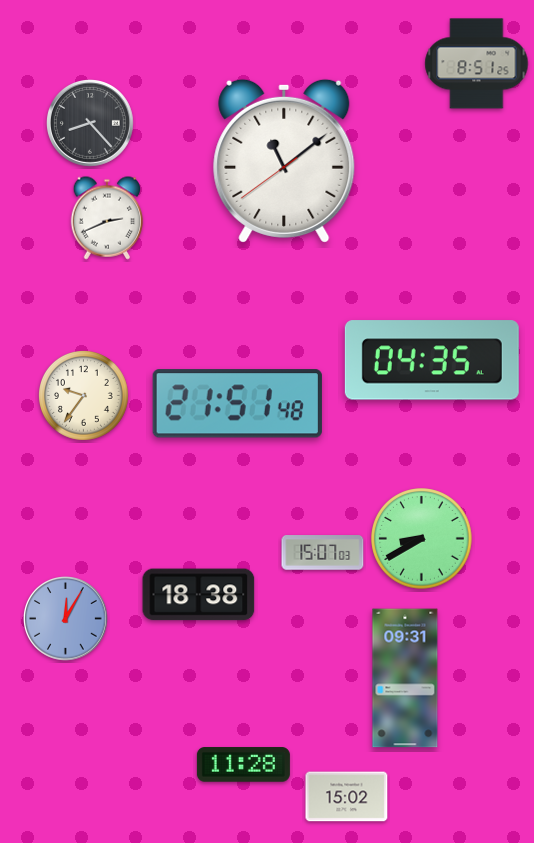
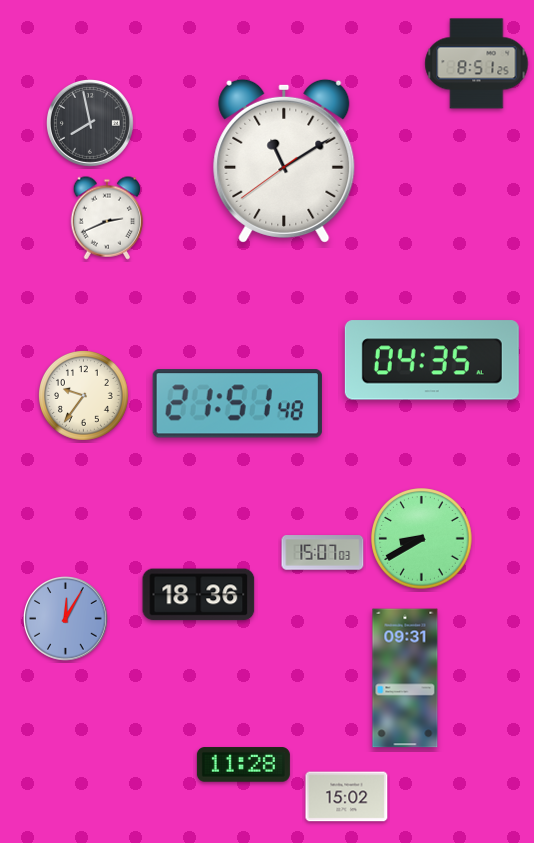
clock at (91, 124): 8:23 -> 7:58
clock at (284, 161): 11:08 -> 11:09
clock at (199, 595): 18:38 -> 18:36
